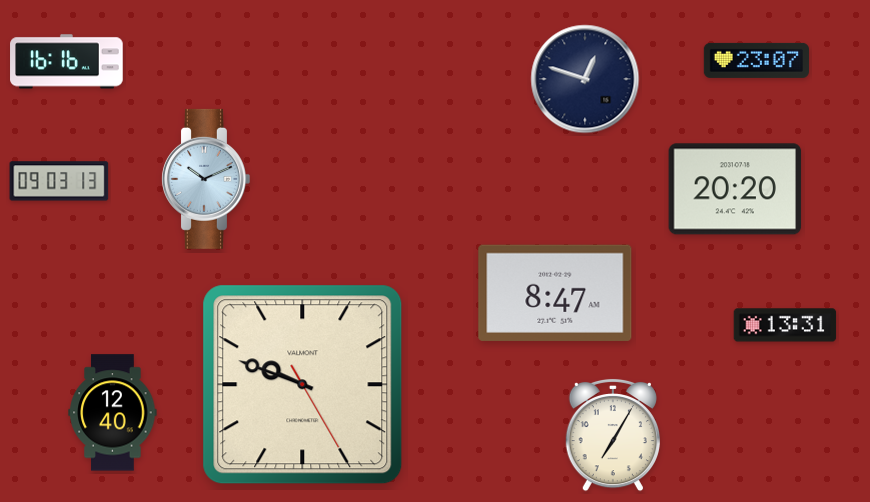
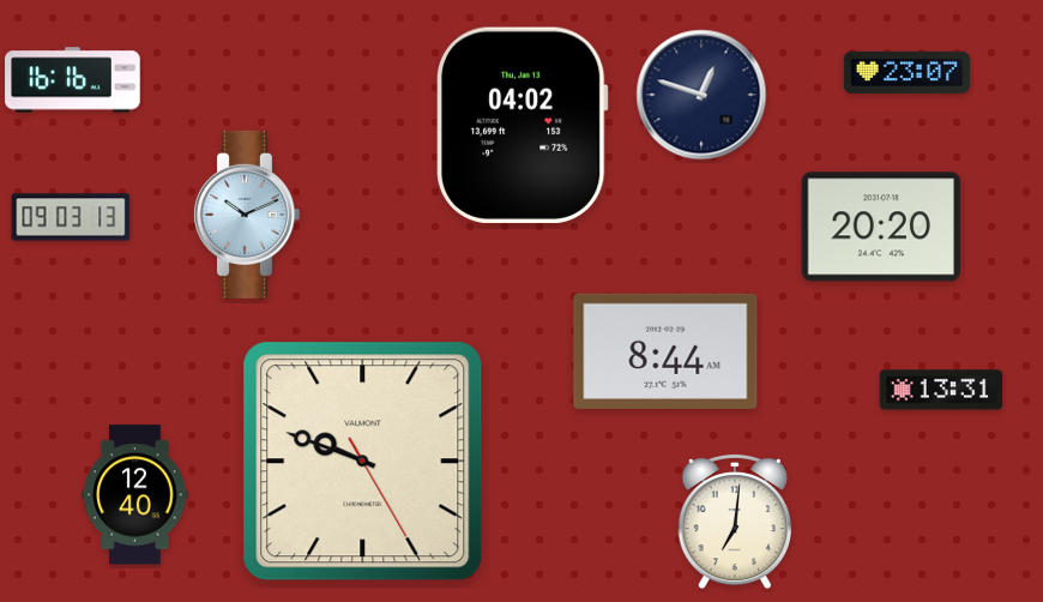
clock at (67, 62) position: (67, 62) -> (73, 80)
clock at (521, 125): none -> 04:02
clock at (555, 293): 8:47 -> 8:44
clock at (613, 435): 7:05 -> 7:01
